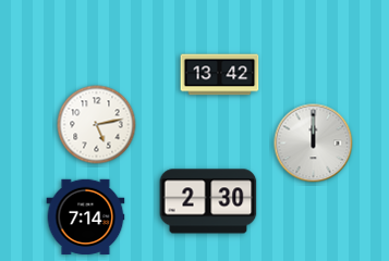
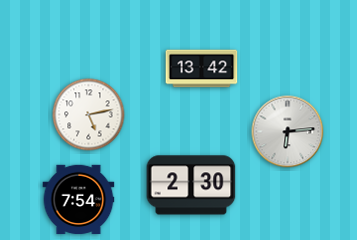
clock at (314, 144): 12:00 -> 6:14
clock at (86, 217): 7:14 -> 7:54
